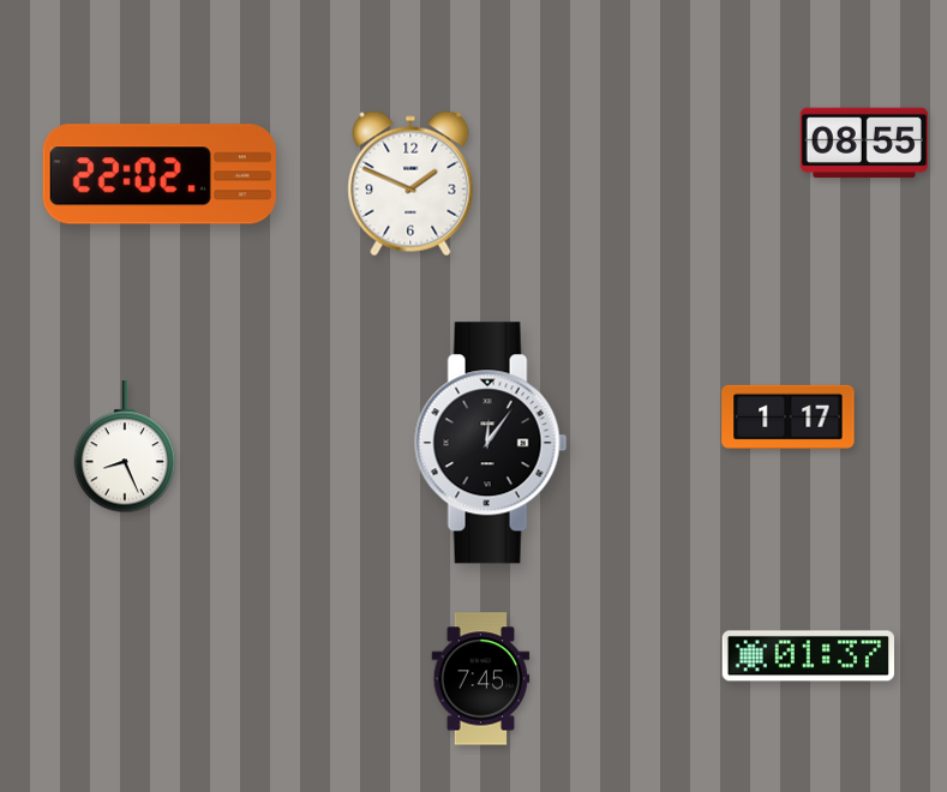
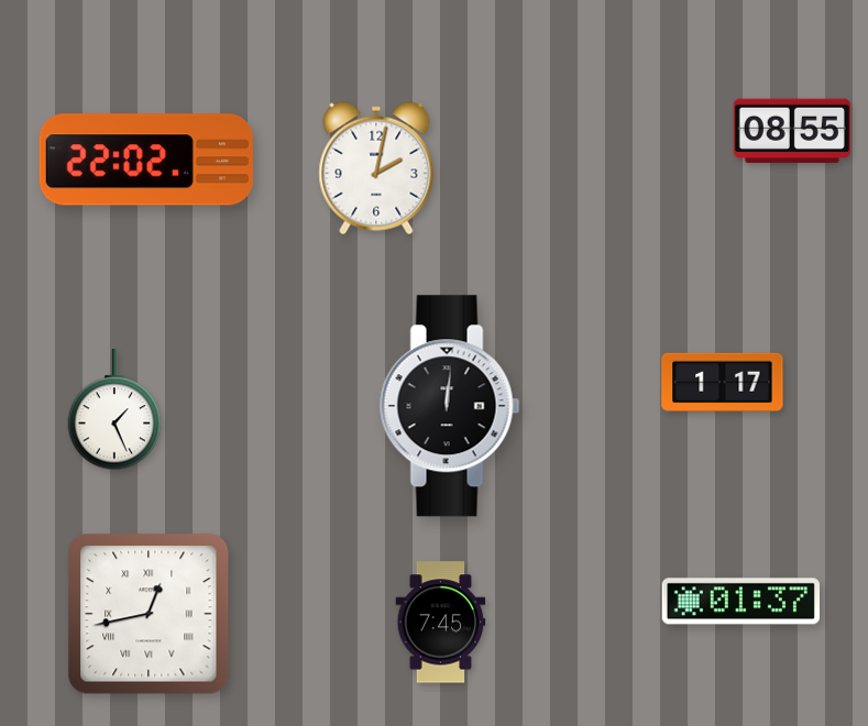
clock at (410, 184): 1:49 -> 2:02
clock at (491, 443): 12:06 -> 12:01
clock at (125, 448): 8:26 -> 1:26
clock at (149, 614): none -> 12:43
